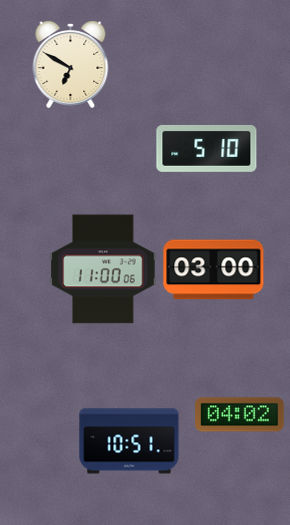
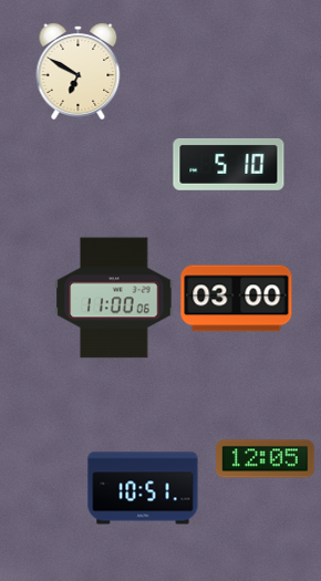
clock at (240, 415): 04:02 -> 12:05
